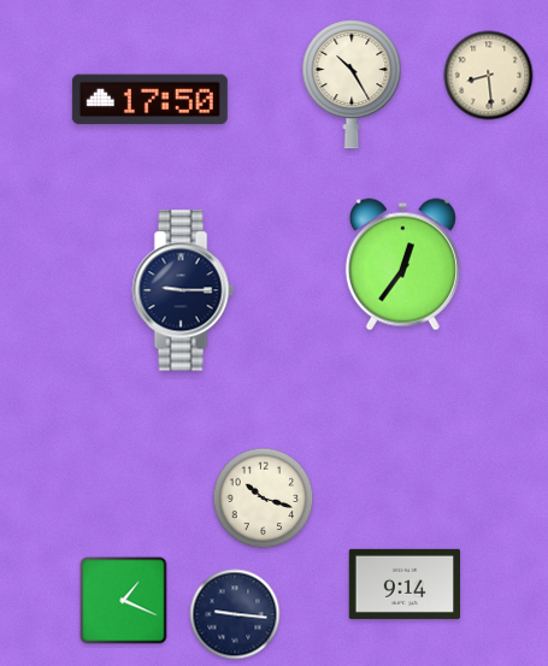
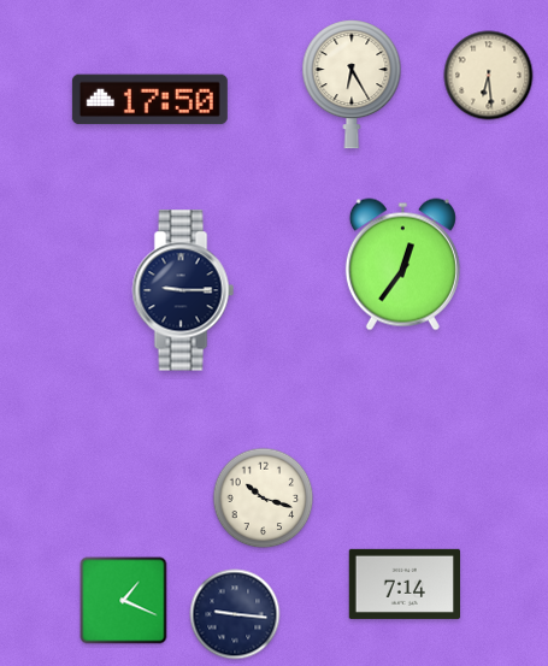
clock at (489, 76): 8:29 -> 6:29
clock at (352, 86): 10:25 -> 6:25
clock at (403, 584): 9:14 -> 7:14
